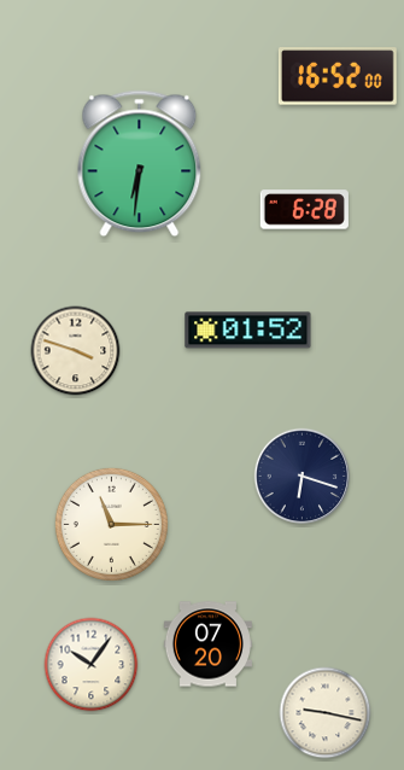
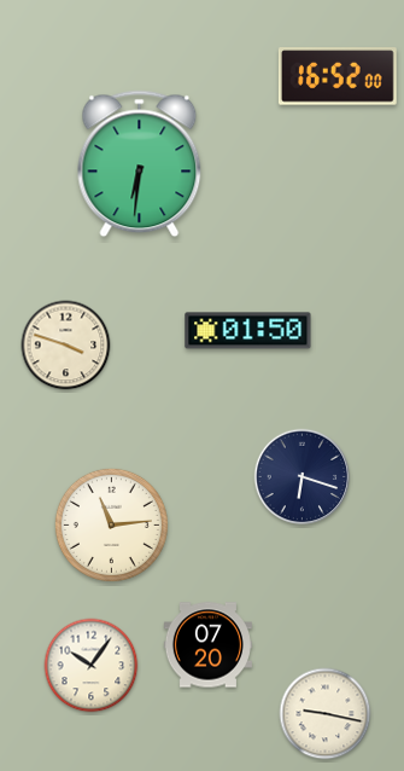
clock at (304, 210): 6:28 -> none
clock at (248, 331): 01:52 -> 01:50
clock at (76, 351) position: (76, 351) -> (66, 346)
clock at (111, 524): 11:15 -> 11:14
